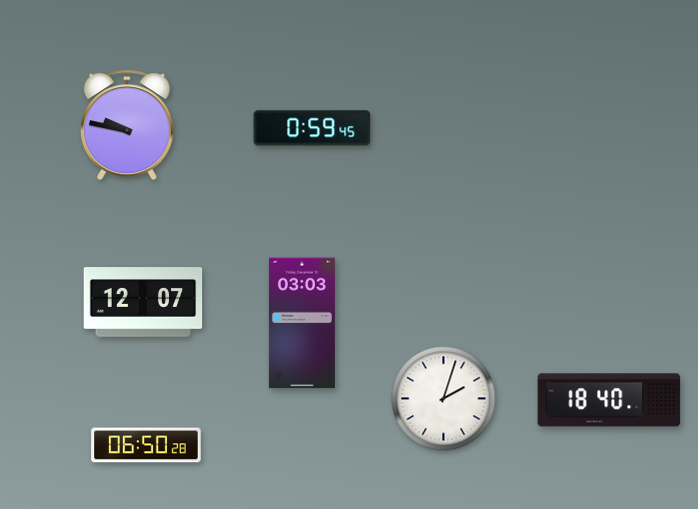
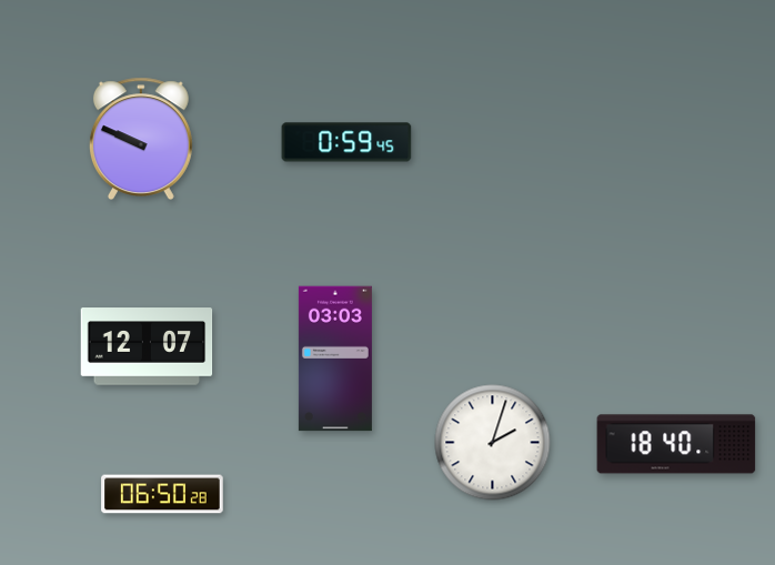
clock at (127, 124): 9:47 -> 9:49
clock at (143, 302) position: (143, 302) -> (147, 346)
